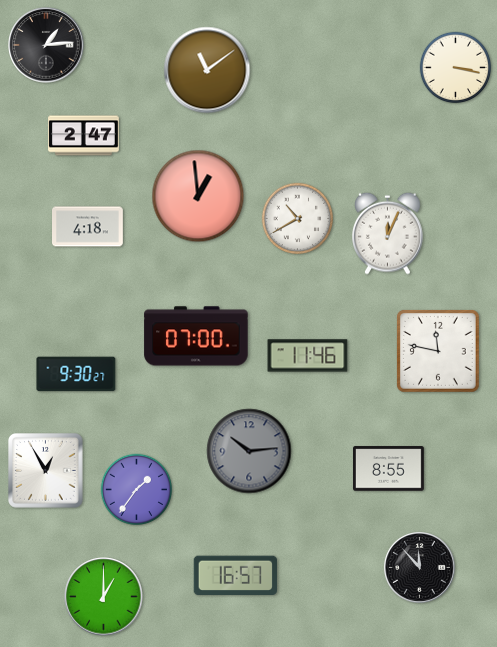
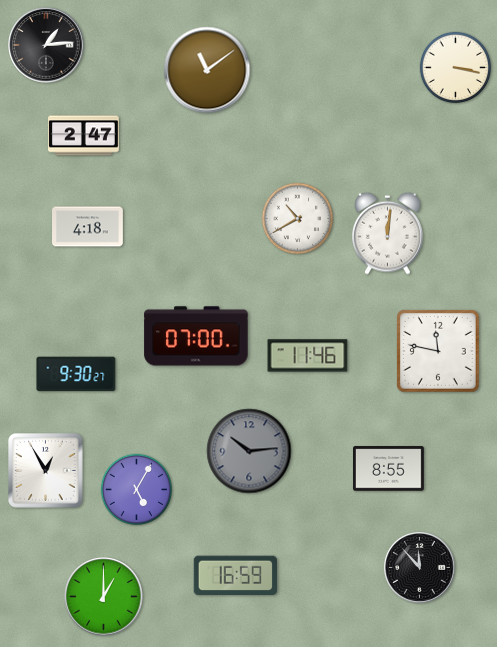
clock at (198, 196): 12:59 -> none
clock at (388, 233): 12:04 -> 12:01
clock at (137, 490): 1:36 -> 5:05
clock at (235, 576): 16:57 -> 16:59
